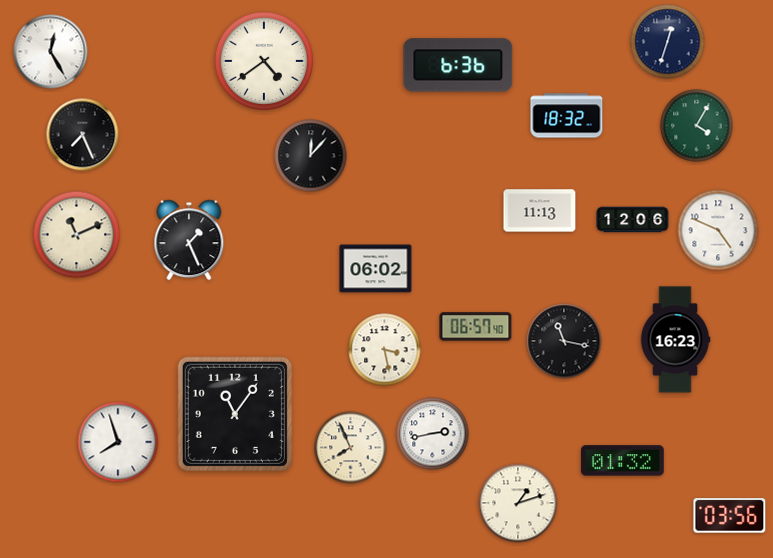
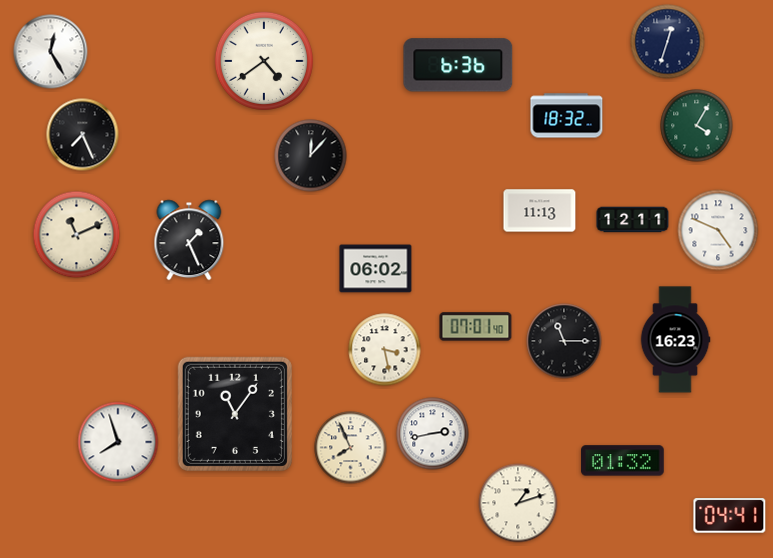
clock at (633, 220): 12:06 -> 12:11
clock at (476, 327): 06:57 -> 07:01
clock at (564, 341): 11:17 -> 11:15
clock at (730, 516): 03:56 -> 04:41
